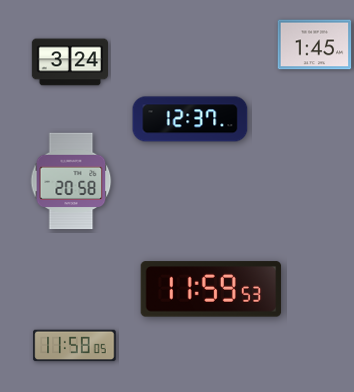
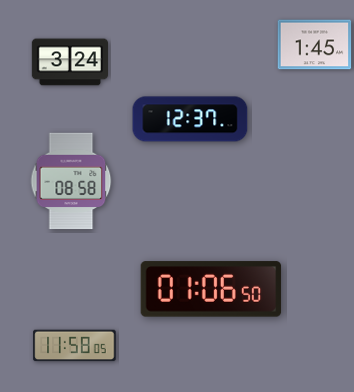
clock at (71, 181): 20:58 -> 08:58
clock at (211, 289): 11:59 -> 01:06
